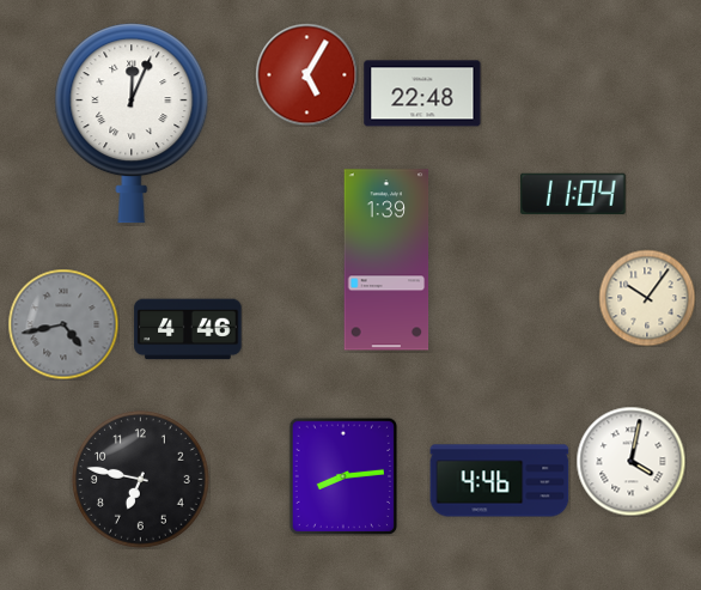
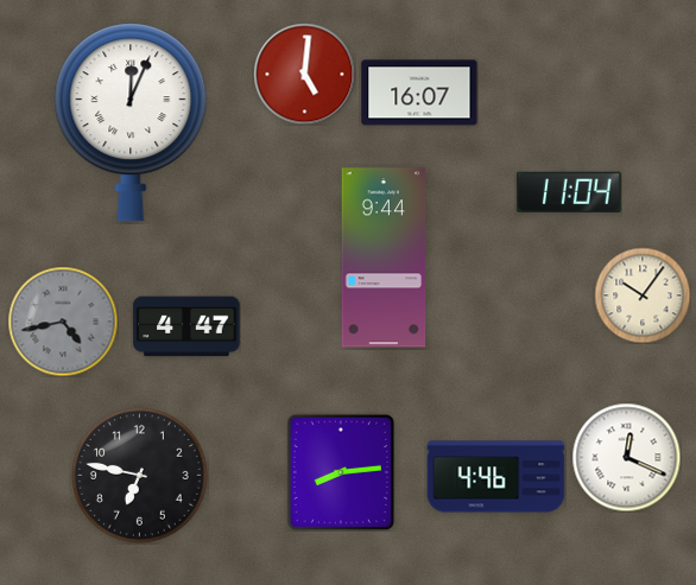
clock at (306, 74): 5:05 -> 5:01
clock at (422, 93): 22:48 -> 16:07
clock at (386, 260): 1:39 -> 9:44
clock at (188, 329): 4:46 -> 4:47
clock at (630, 461): 4:02 -> 12:19
